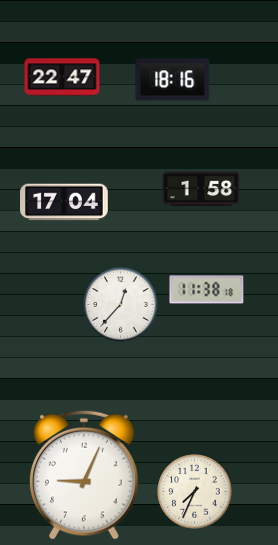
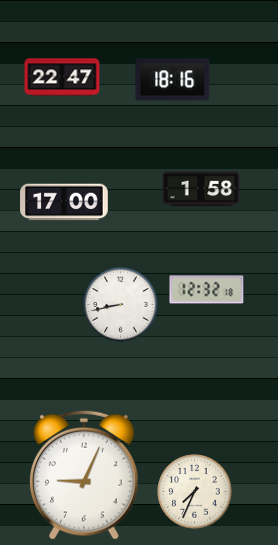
clock at (64, 202): 17:04 -> 17:00
clock at (207, 290): 11:38 -> 12:32
clock at (121, 305): 12:37 -> 8:43
